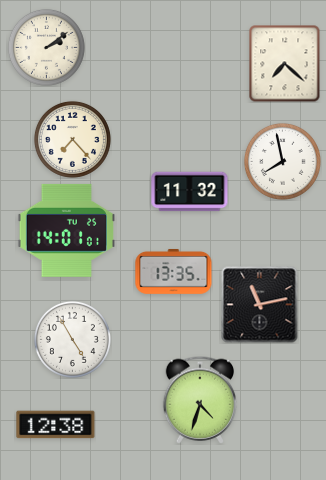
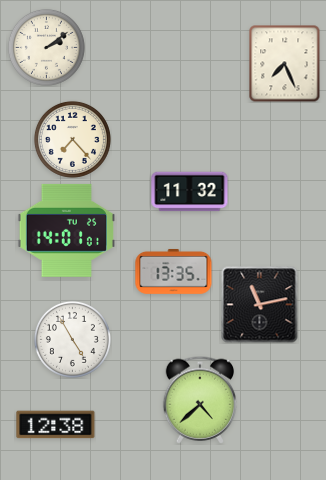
clock at (285, 63): 7:22 -> 7:26
clock at (282, 161): 7:58 -> none
clock at (200, 400): 4:33 -> 4:38
